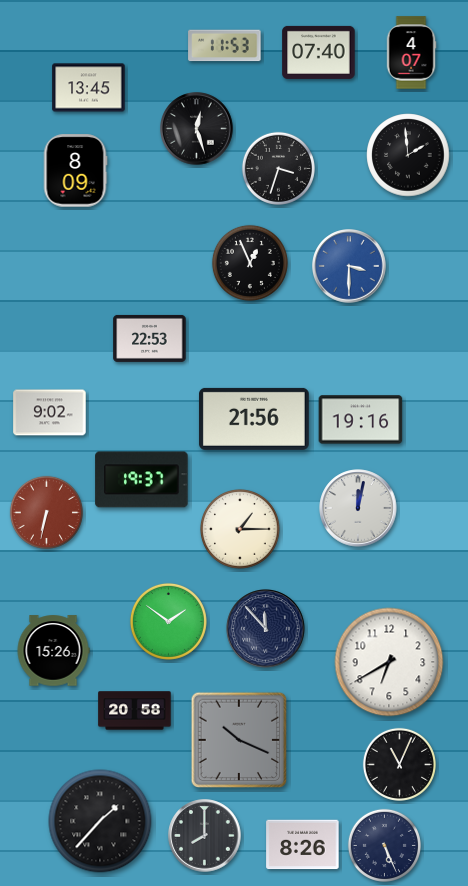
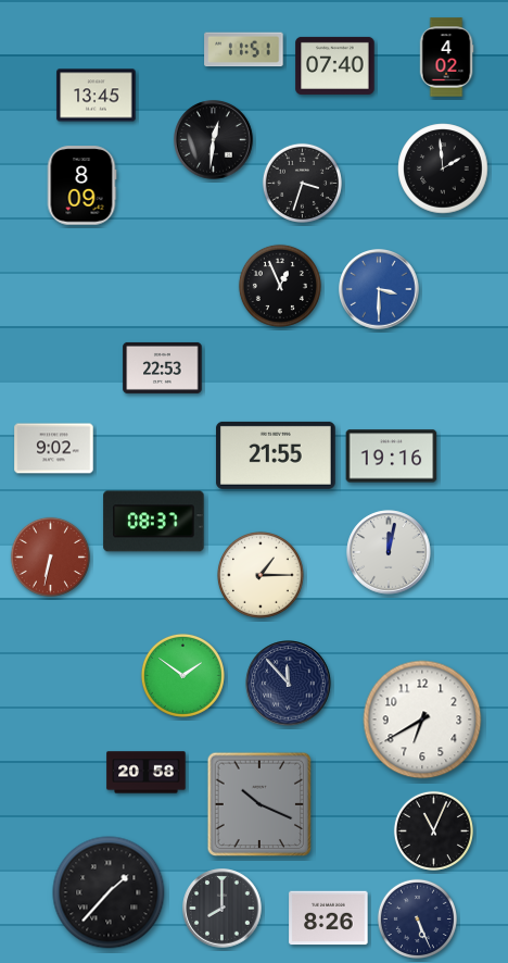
clock at (225, 46): 11:53 -> 11:51
clock at (319, 52) position: (319, 52) -> (335, 65)
clock at (411, 53): 4:07 -> 4:02
clock at (197, 129): 12:27 -> 12:31
clock at (250, 263) position: (250, 263) -> (280, 286)
clock at (254, 419): 21:56 -> 21:55
clock at (142, 480): 19:37 -> 08:37
clock at (53, 651): 15:26 -> none
